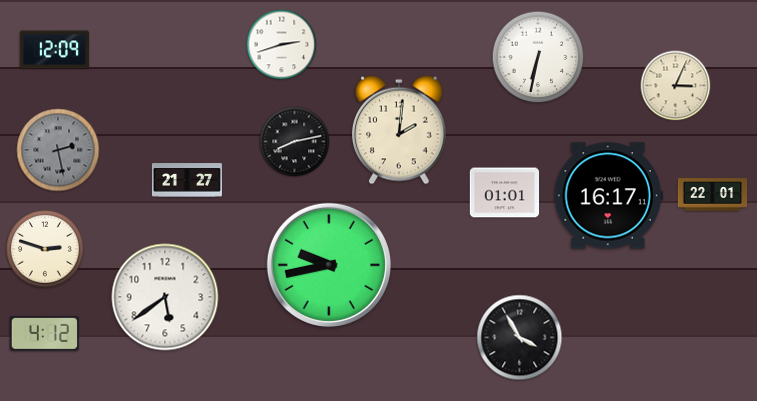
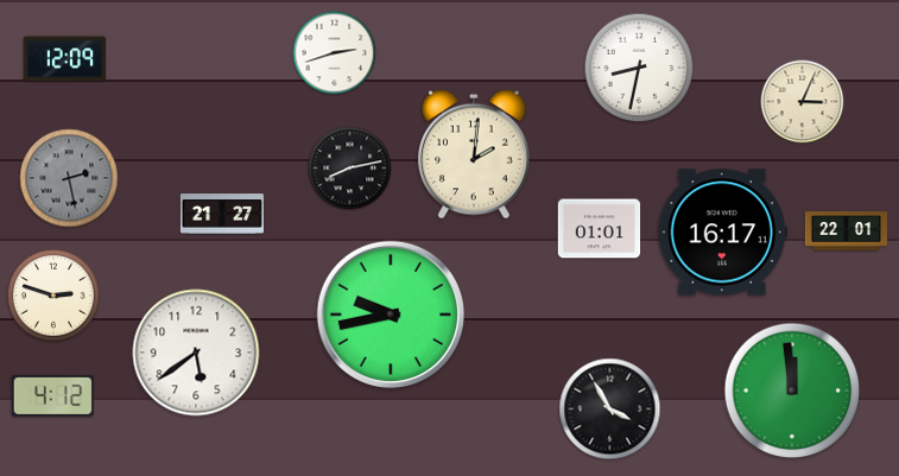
clock at (538, 57): 6:32 -> 8:32
clock at (792, 391): none -> 11:59
clock at (520, 338) position: (520, 338) -> (610, 410)
